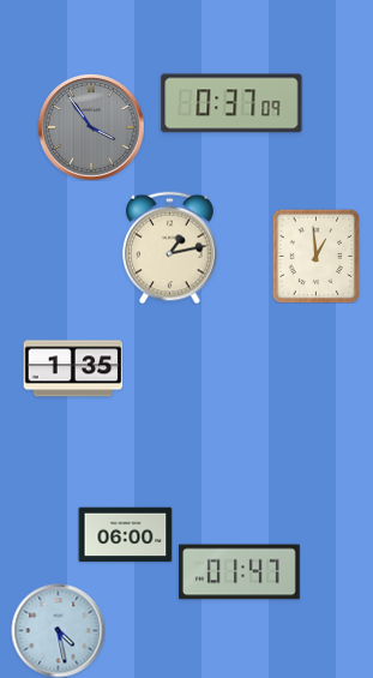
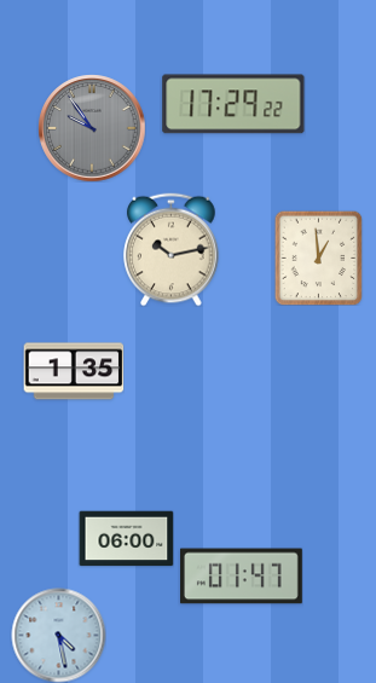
clock at (231, 103): 0:37 -> 17:29
clock at (91, 127): 3:54 -> 9:54
clock at (170, 247): 1:13 -> 10:13
